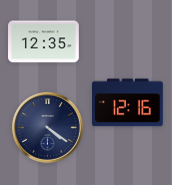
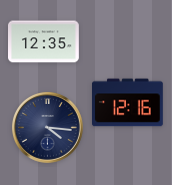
clock at (48, 128): 4:21 -> 4:16
